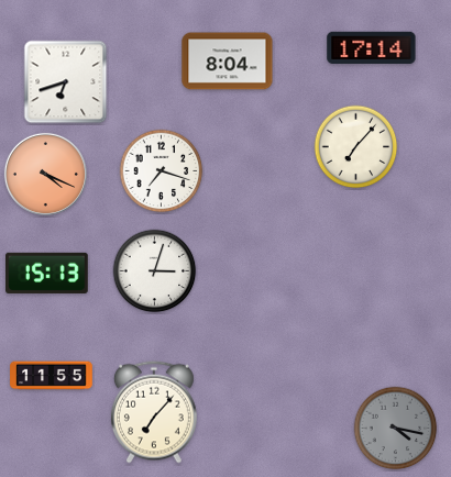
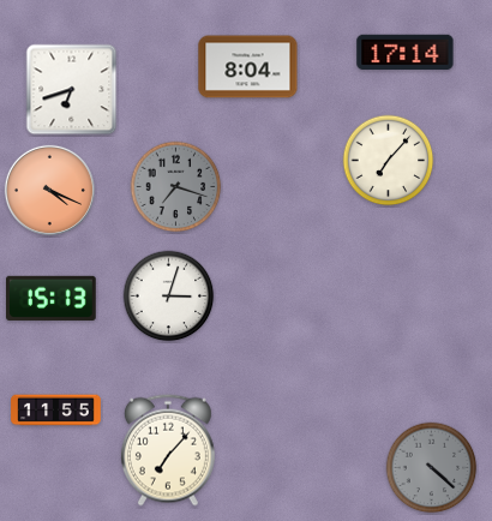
clock at (162, 171) dial: white -> grey
clock at (396, 429): 4:17 -> 4:22
